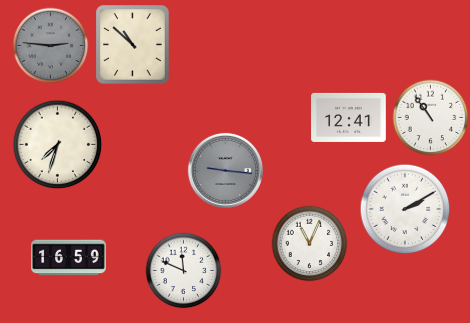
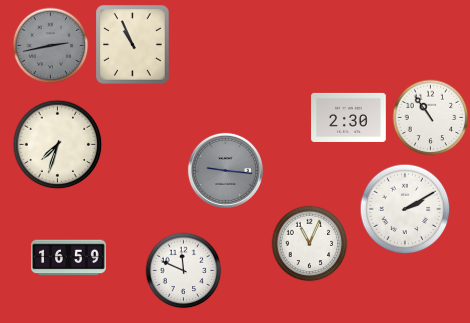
clock at (133, 45): 10:52 -> 10:56
clock at (51, 46): 2:46 -> 2:43
clock at (349, 117): 12:41 -> 2:30
